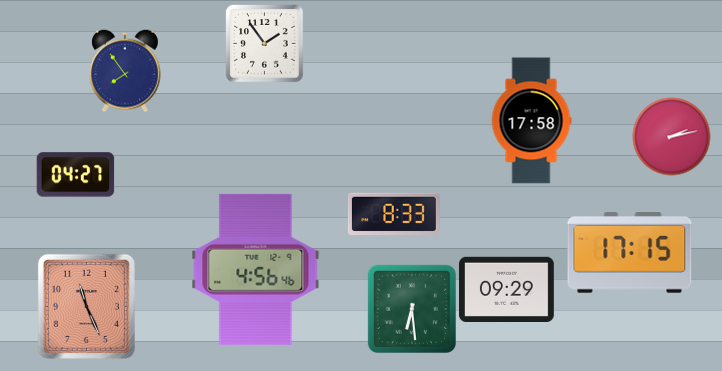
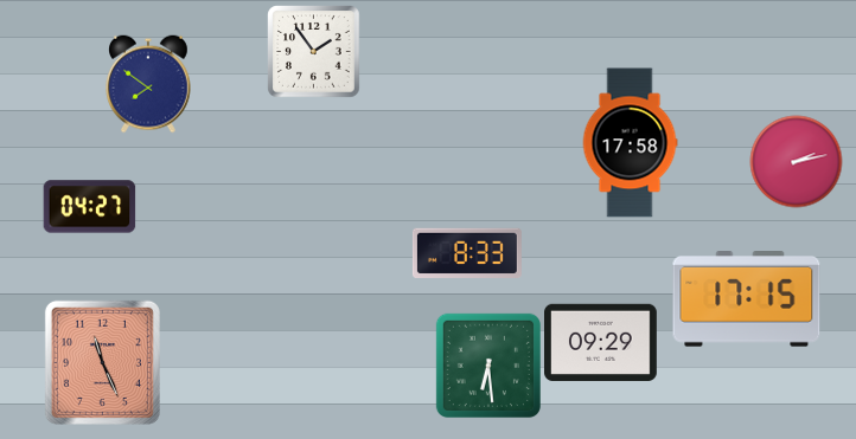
clock at (126, 71): 7:54 -> 7:51
clock at (256, 269): 4:56 -> none
